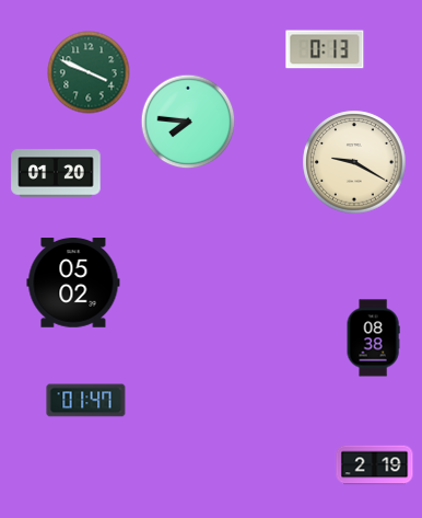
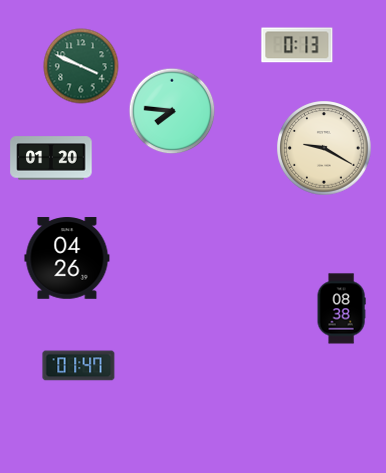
clock at (73, 283): 05:02 -> 04:26
clock at (375, 465): 2:19 -> none
